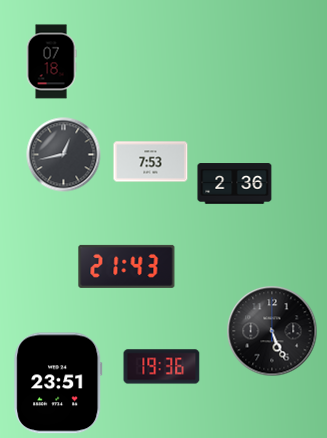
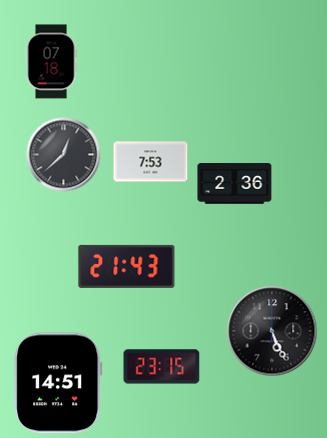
clock at (64, 155): 12:43 -> 12:38
clock at (162, 367): 19:36 -> 23:15
clock at (58, 383): 23:51 -> 14:51
